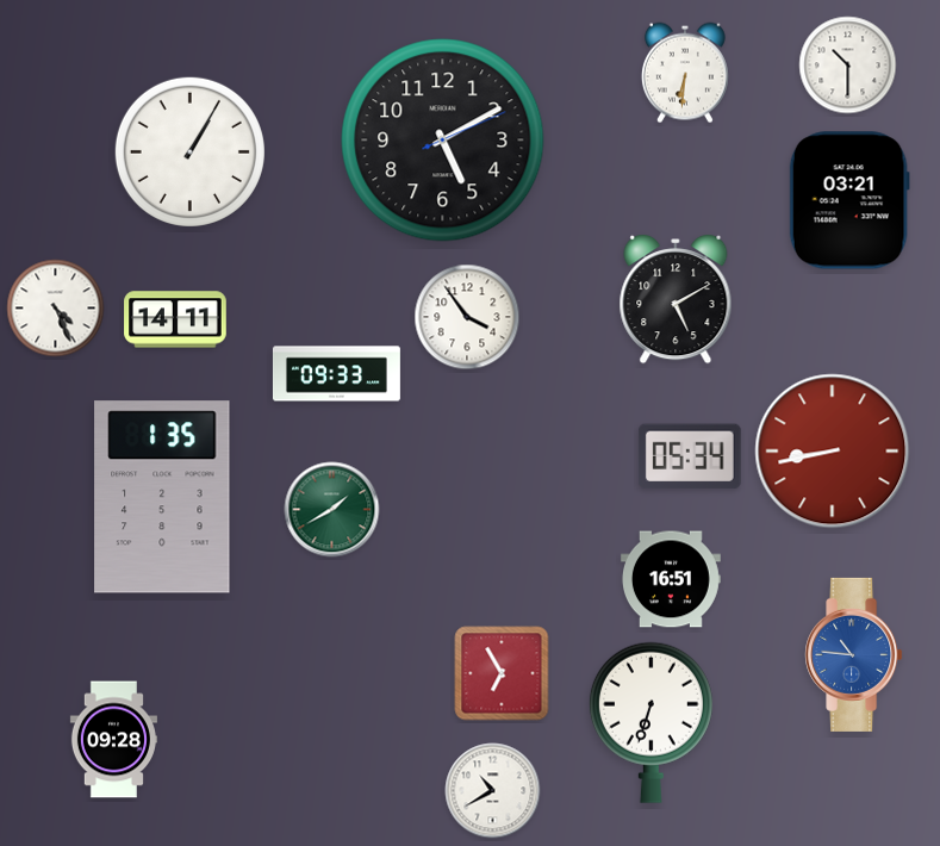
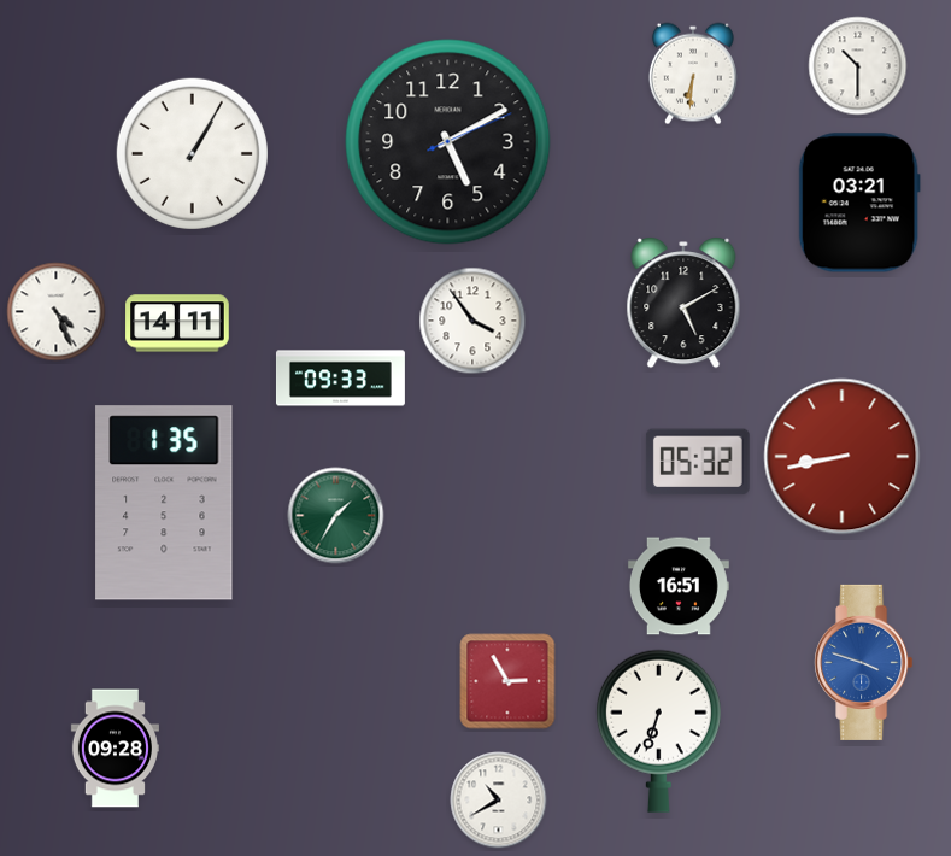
clock at (690, 456): 05:34 -> 05:32
clock at (332, 510): 1:40 -> 1:35
clock at (854, 654): 10:46 -> 3:48
clock at (502, 673): 6:55 -> 2:55
